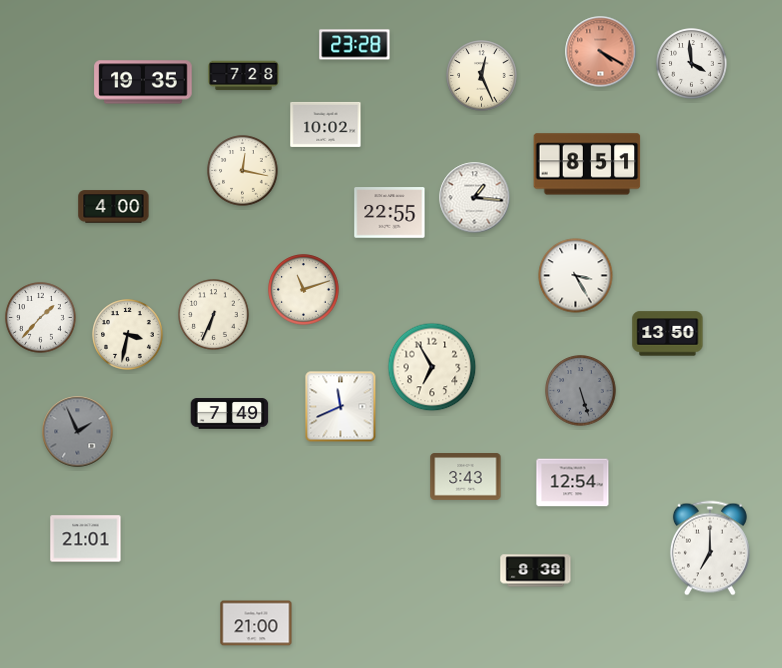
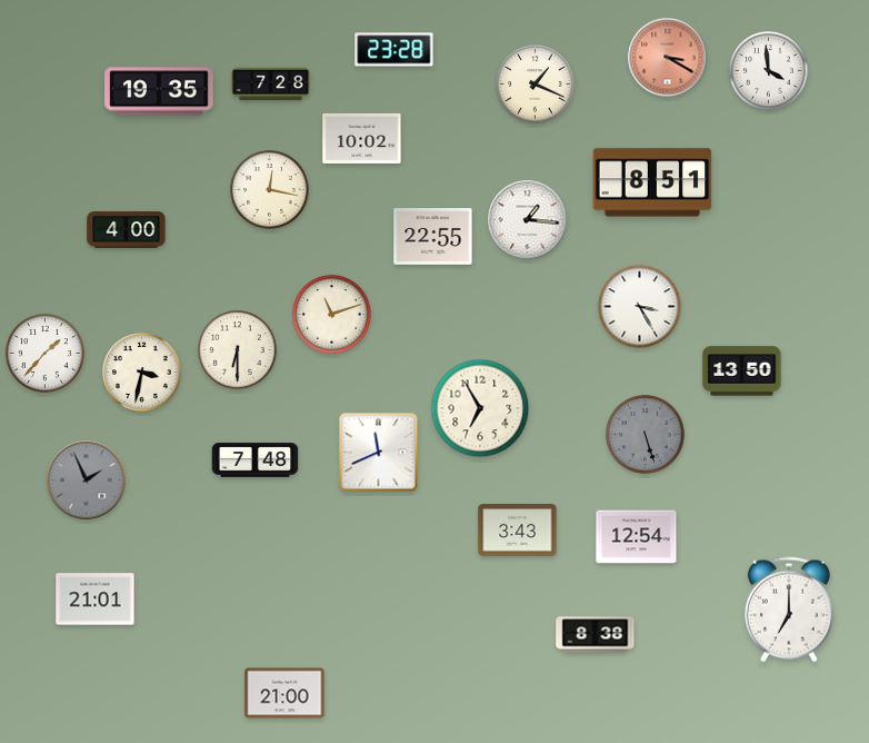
clock at (601, 52): 4:20 -> 3:20
clock at (482, 76): 12:26 -> 1:19
clock at (304, 290) position: (304, 290) -> (332, 315)
clock at (214, 315): 6:34 -> 6:30
clock at (230, 414): 7:49 -> 7:48
